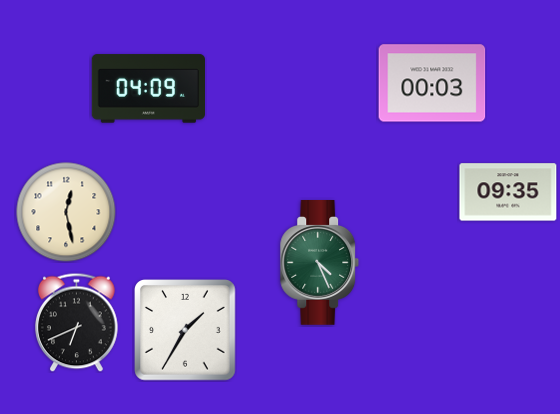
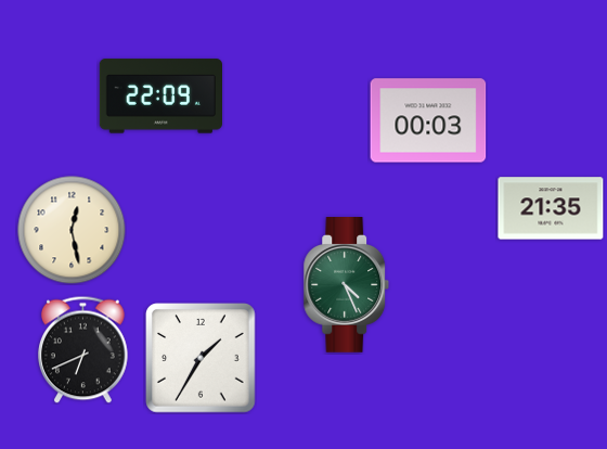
clock at (432, 83) position: (432, 83) -> (428, 120)
clock at (148, 89): 04:09 -> 22:09
clock at (508, 192): 09:35 -> 21:35
